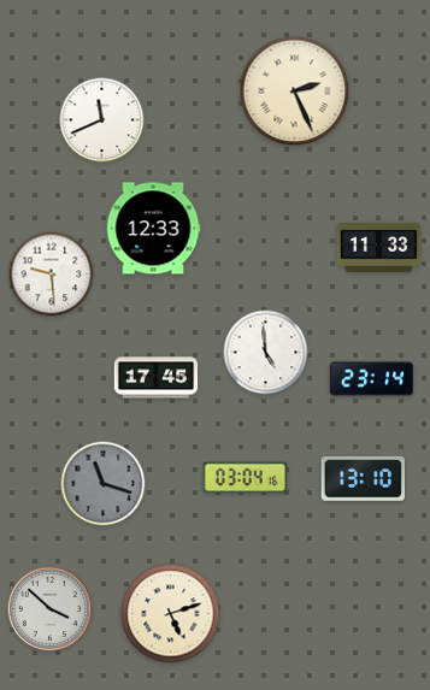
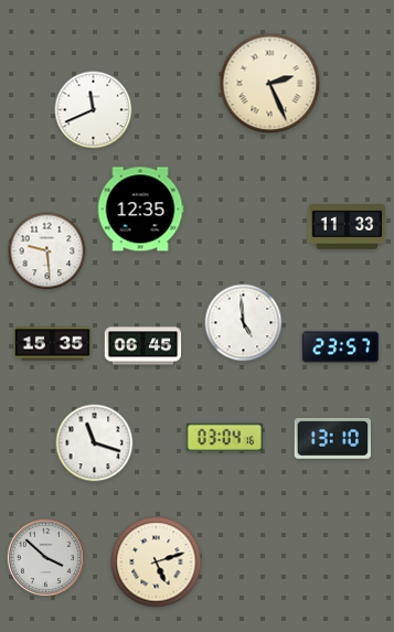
clock at (153, 229): 12:33 -> 12:35
clock at (53, 344): none -> 15:35
clock at (157, 378): 17:45 -> 06:45
clock at (372, 379): 23:14 -> 23:57
clock at (104, 484) dial: grey -> white
